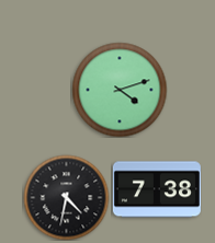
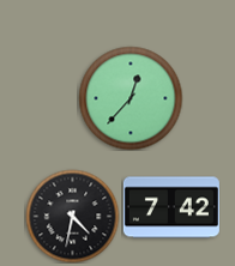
clock at (120, 90): 4:12 -> 12:37
clock at (157, 189): 7:38 -> 7:42
